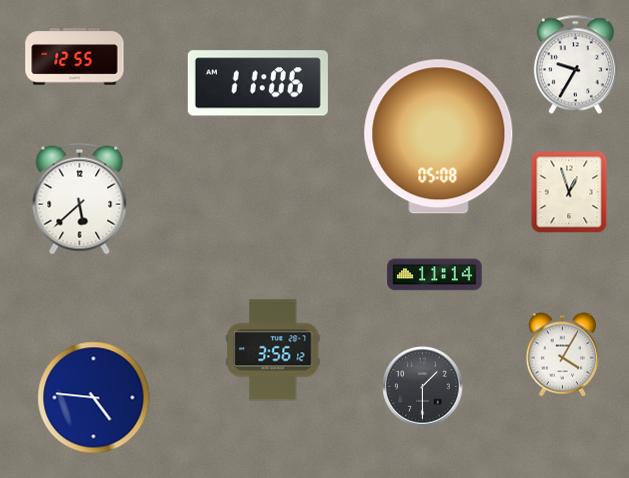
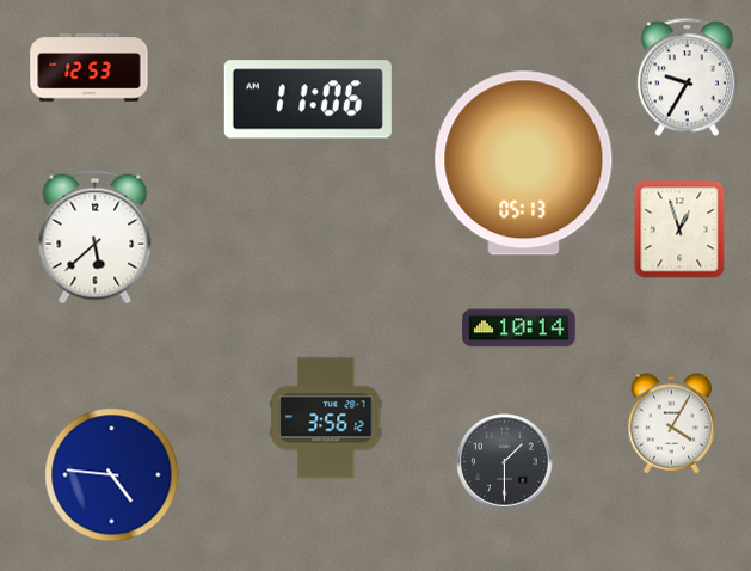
clock at (75, 57): 12:55 -> 12:53
clock at (439, 137): 05:08 -> 05:13
clock at (435, 275): 11:14 -> 10:14
